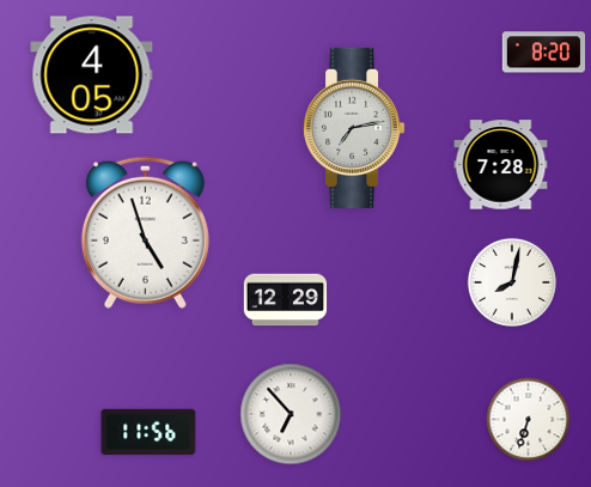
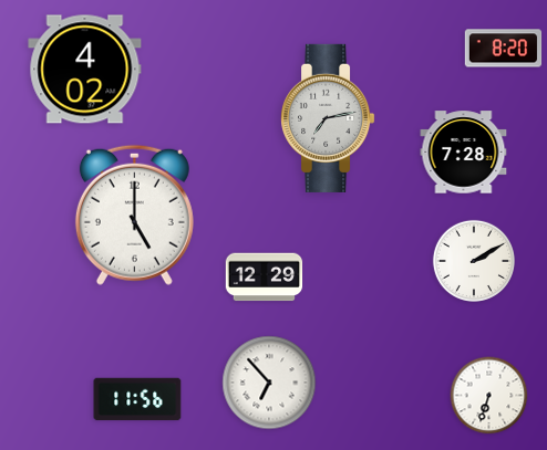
clock at (92, 75): 4:05 -> 4:02
clock at (145, 232): 4:57 -> 5:00
clock at (512, 282): 8:02 -> 2:10
clock at (529, 420) position: (529, 420) -> (489, 396)
